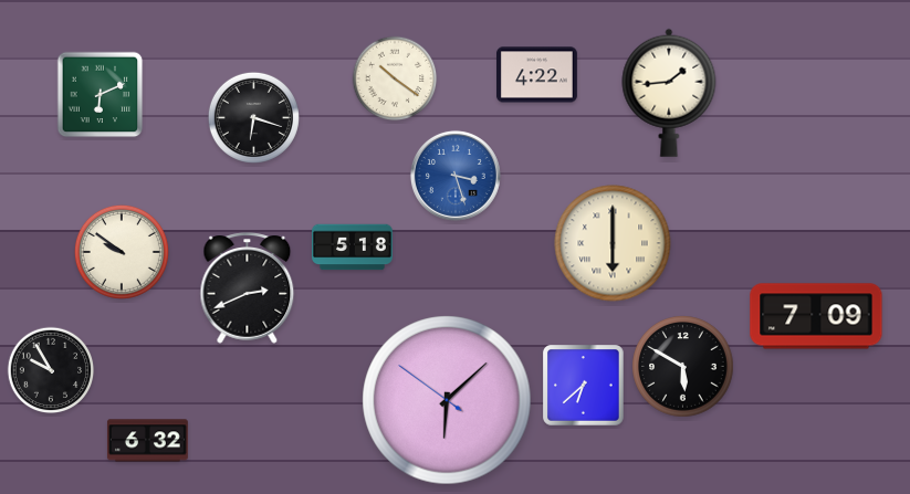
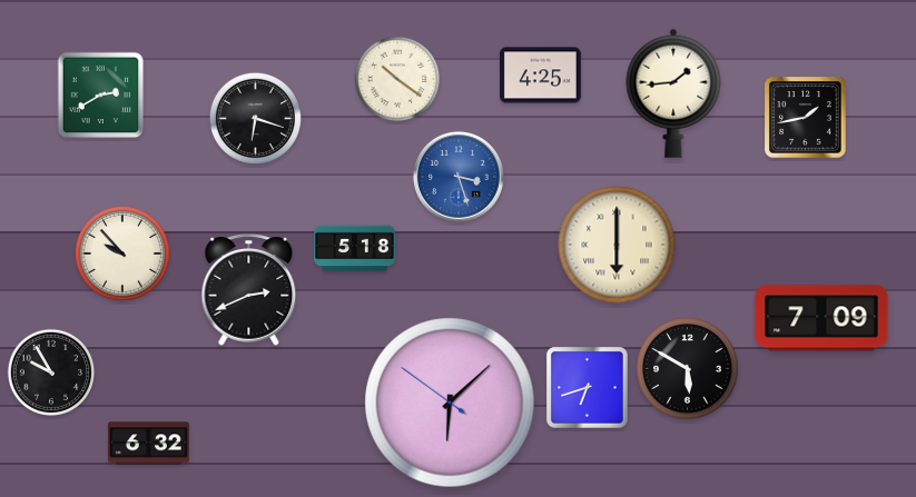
clock at (537, 75): 4:22 -> 4:25
clock at (101, 95): 6:11 -> 2:40
clock at (806, 118): none -> 1:43
clock at (122, 252): 9:51 -> 9:53
clock at (584, 386): 6:38 -> 6:42
